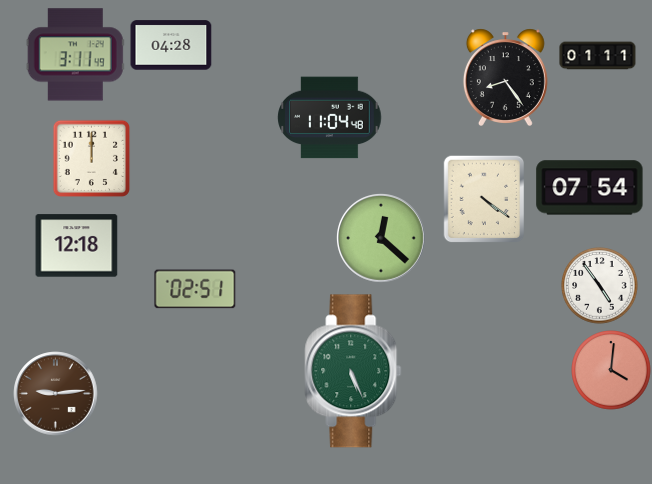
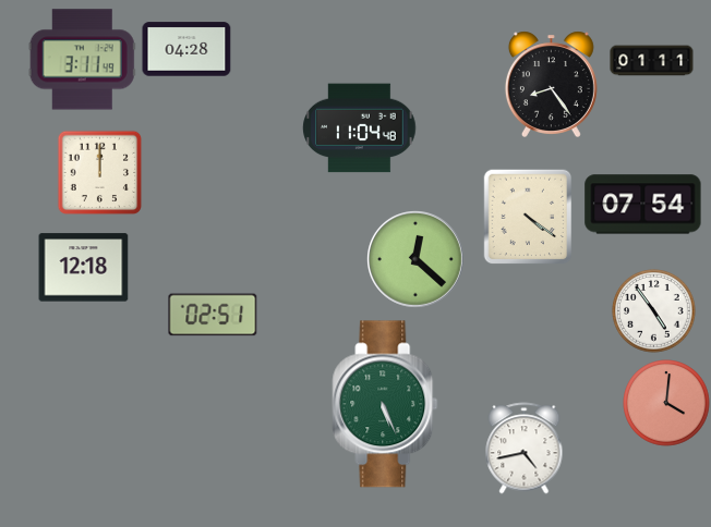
clock at (56, 394): 9:14 -> none
clock at (525, 449): none -> 4:43
